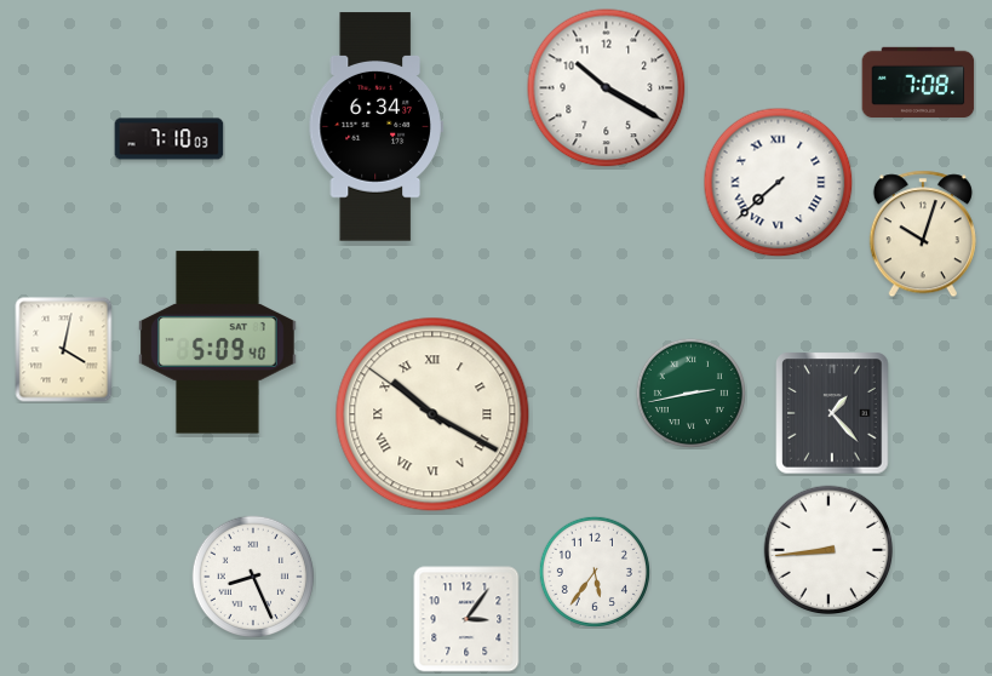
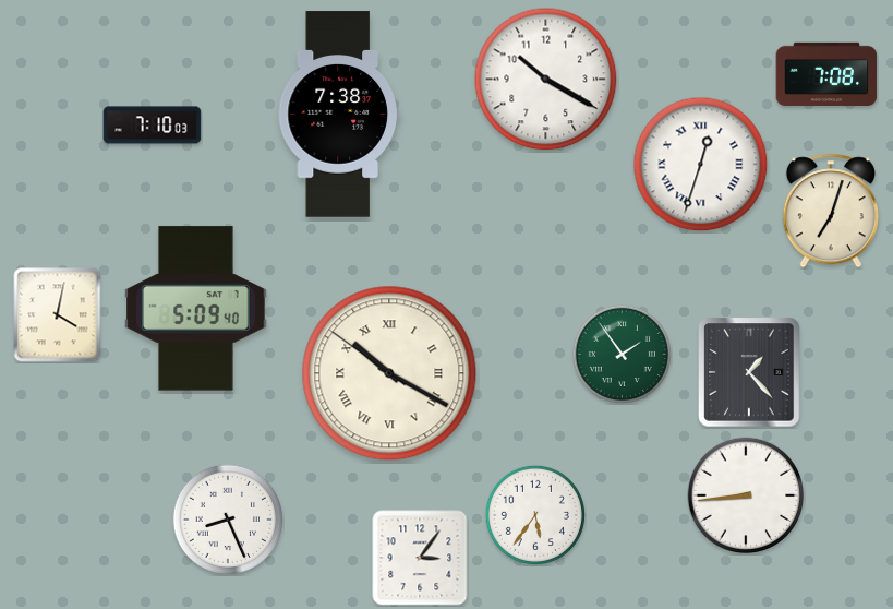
clock at (375, 127): 6:34 -> 7:38
clock at (779, 183): 7:38 -> 12:33
clock at (923, 234): 10:03 -> 7:03
clock at (690, 393): 2:43 -> 1:54
